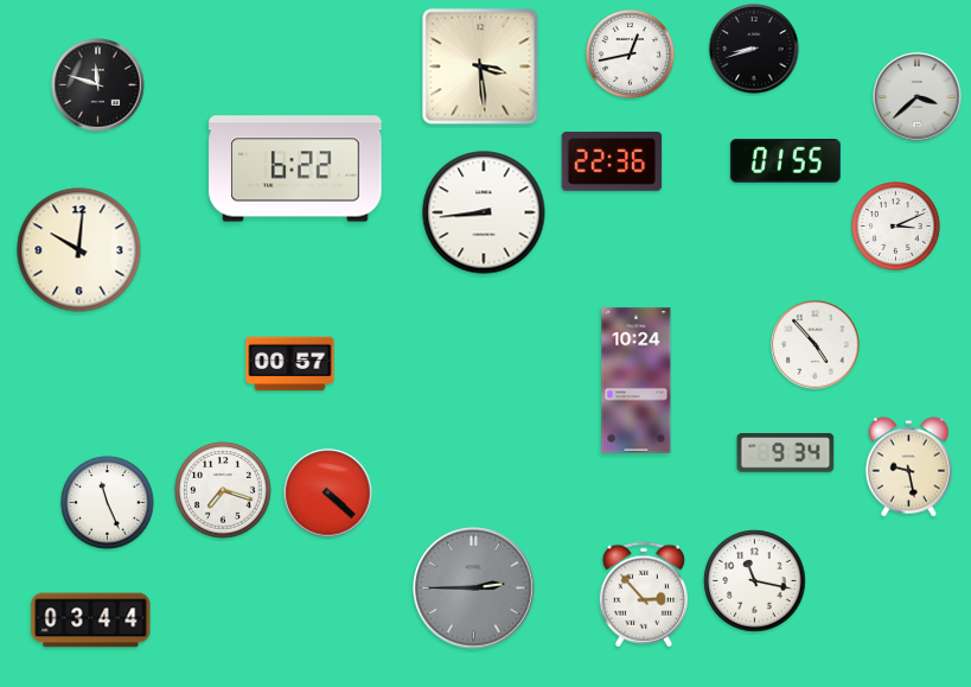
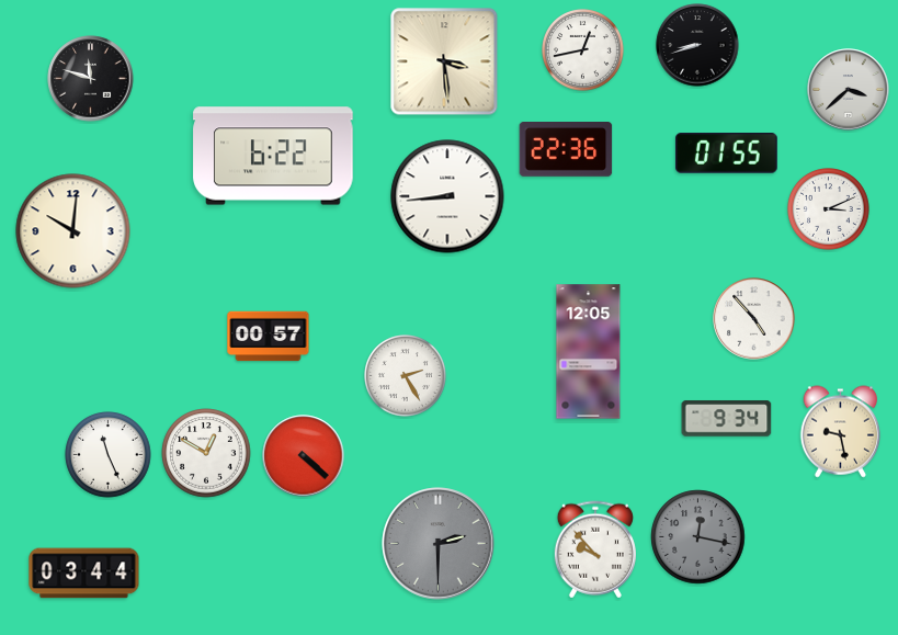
clock at (785, 161) position: (785, 161) -> (726, 154)
clock at (637, 381): 10:24 -> 12:05
clock at (406, 376): none -> 2:25
clock at (223, 490): 7:18 -> 12:50
clock at (108, 503) position: (108, 503) -> (109, 455)
clock at (755, 581): 11:17 -> 12:17
clock at (755, 581) dial: white -> grey
clock at (474, 589): 2:45 -> 2:30
clock at (644, 594): 2:53 -> 9:53
